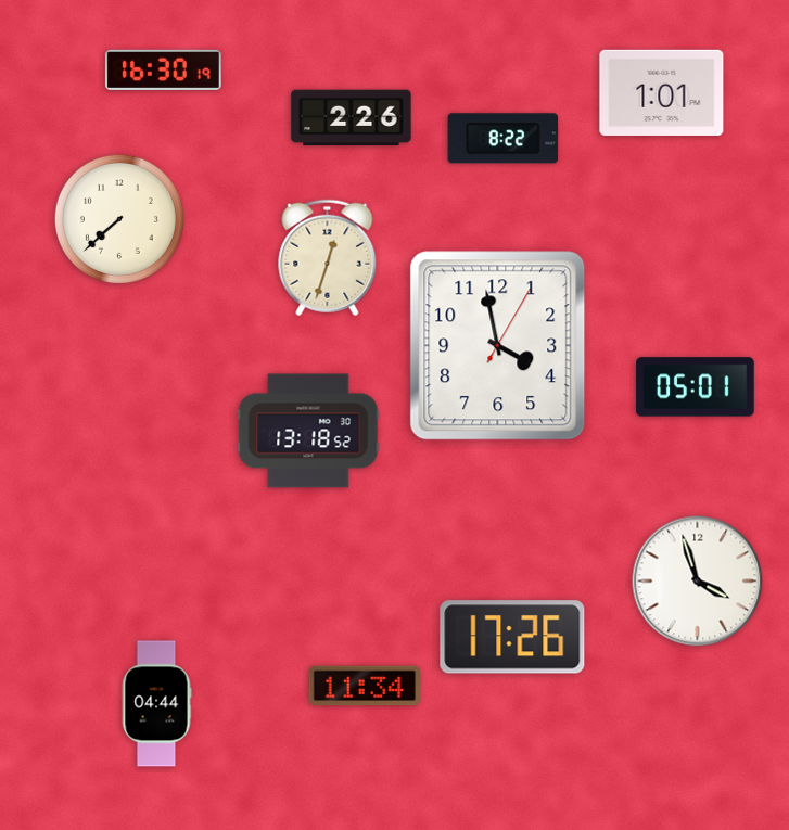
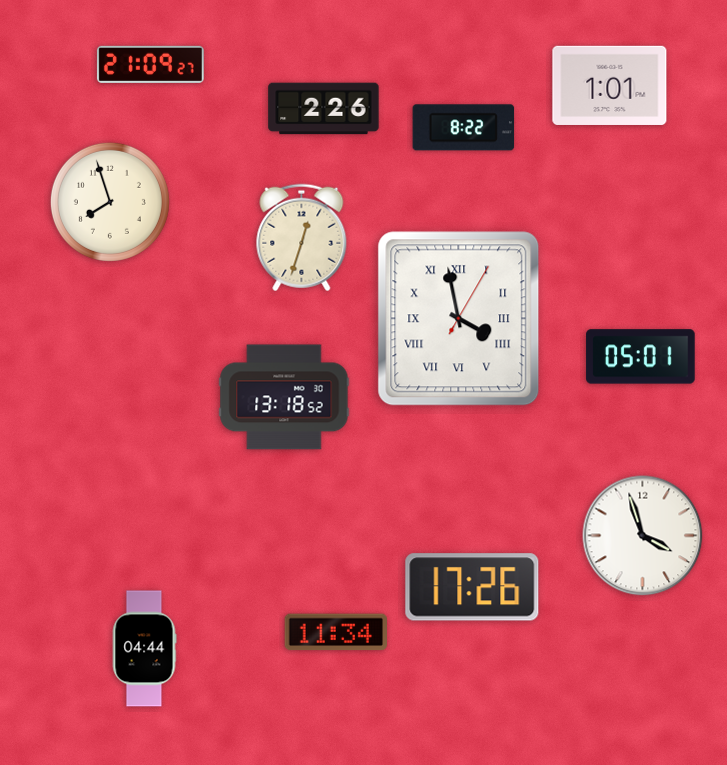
clock at (163, 69): 16:30 -> 21:09
clock at (119, 219): 7:38 -> 7:57
clock at (498, 346) numerals: Arabic -> Roman
